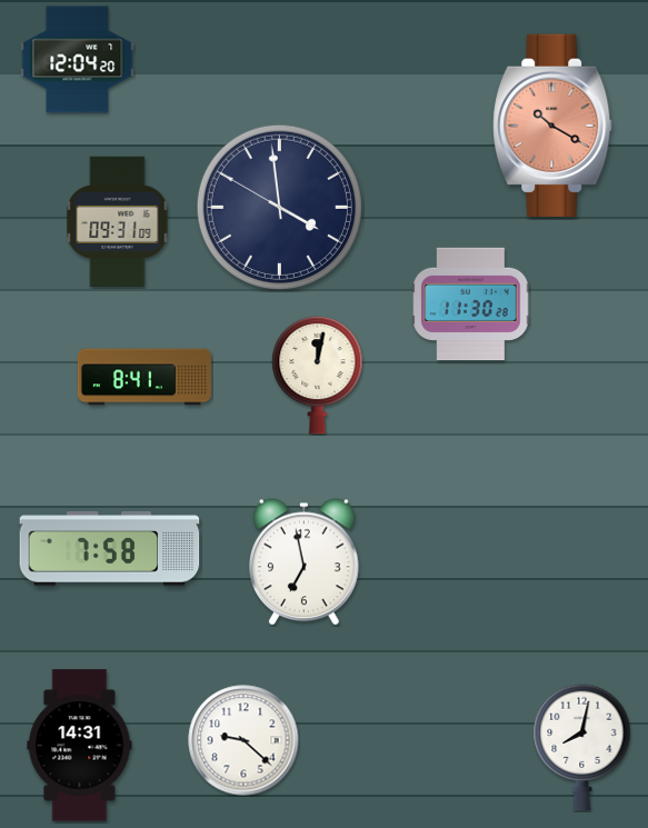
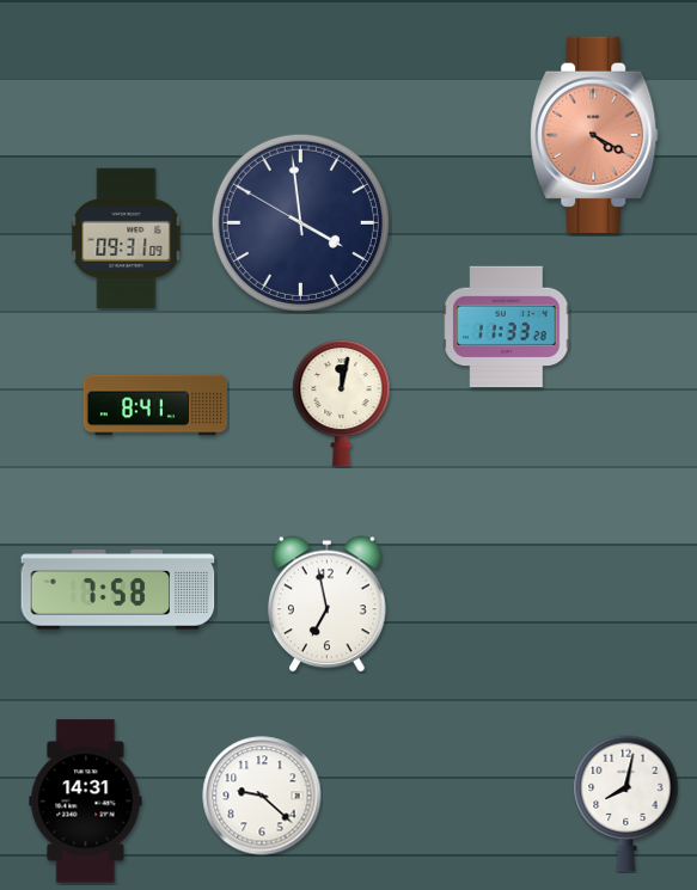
clock at (78, 60): 12:04 -> none
clock at (552, 124): 10:20 -> 4:20
clock at (471, 305): 11:30 -> 11:33
